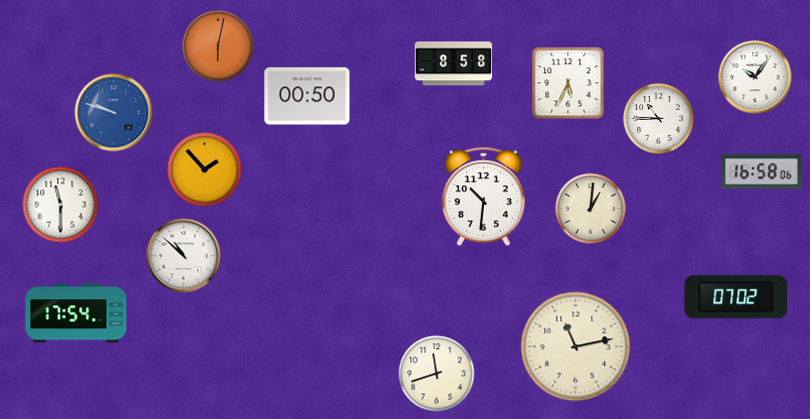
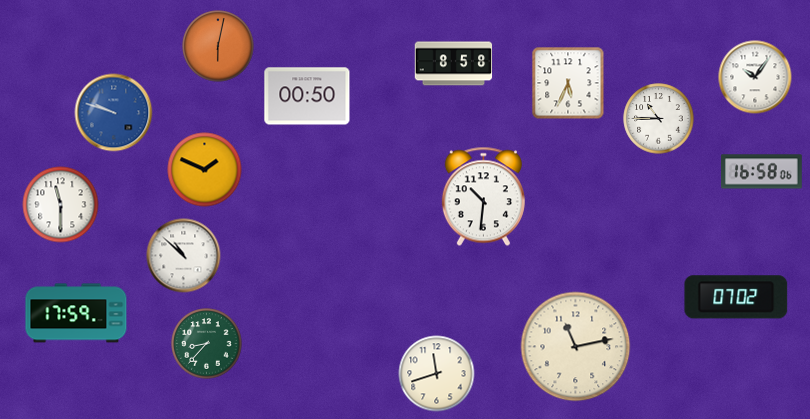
clock at (205, 170): 1:53 -> 1:49
clock at (591, 209): 1:01 -> none
clock at (76, 313): 17:54 -> 17:59
clock at (207, 344): none -> 8:37
